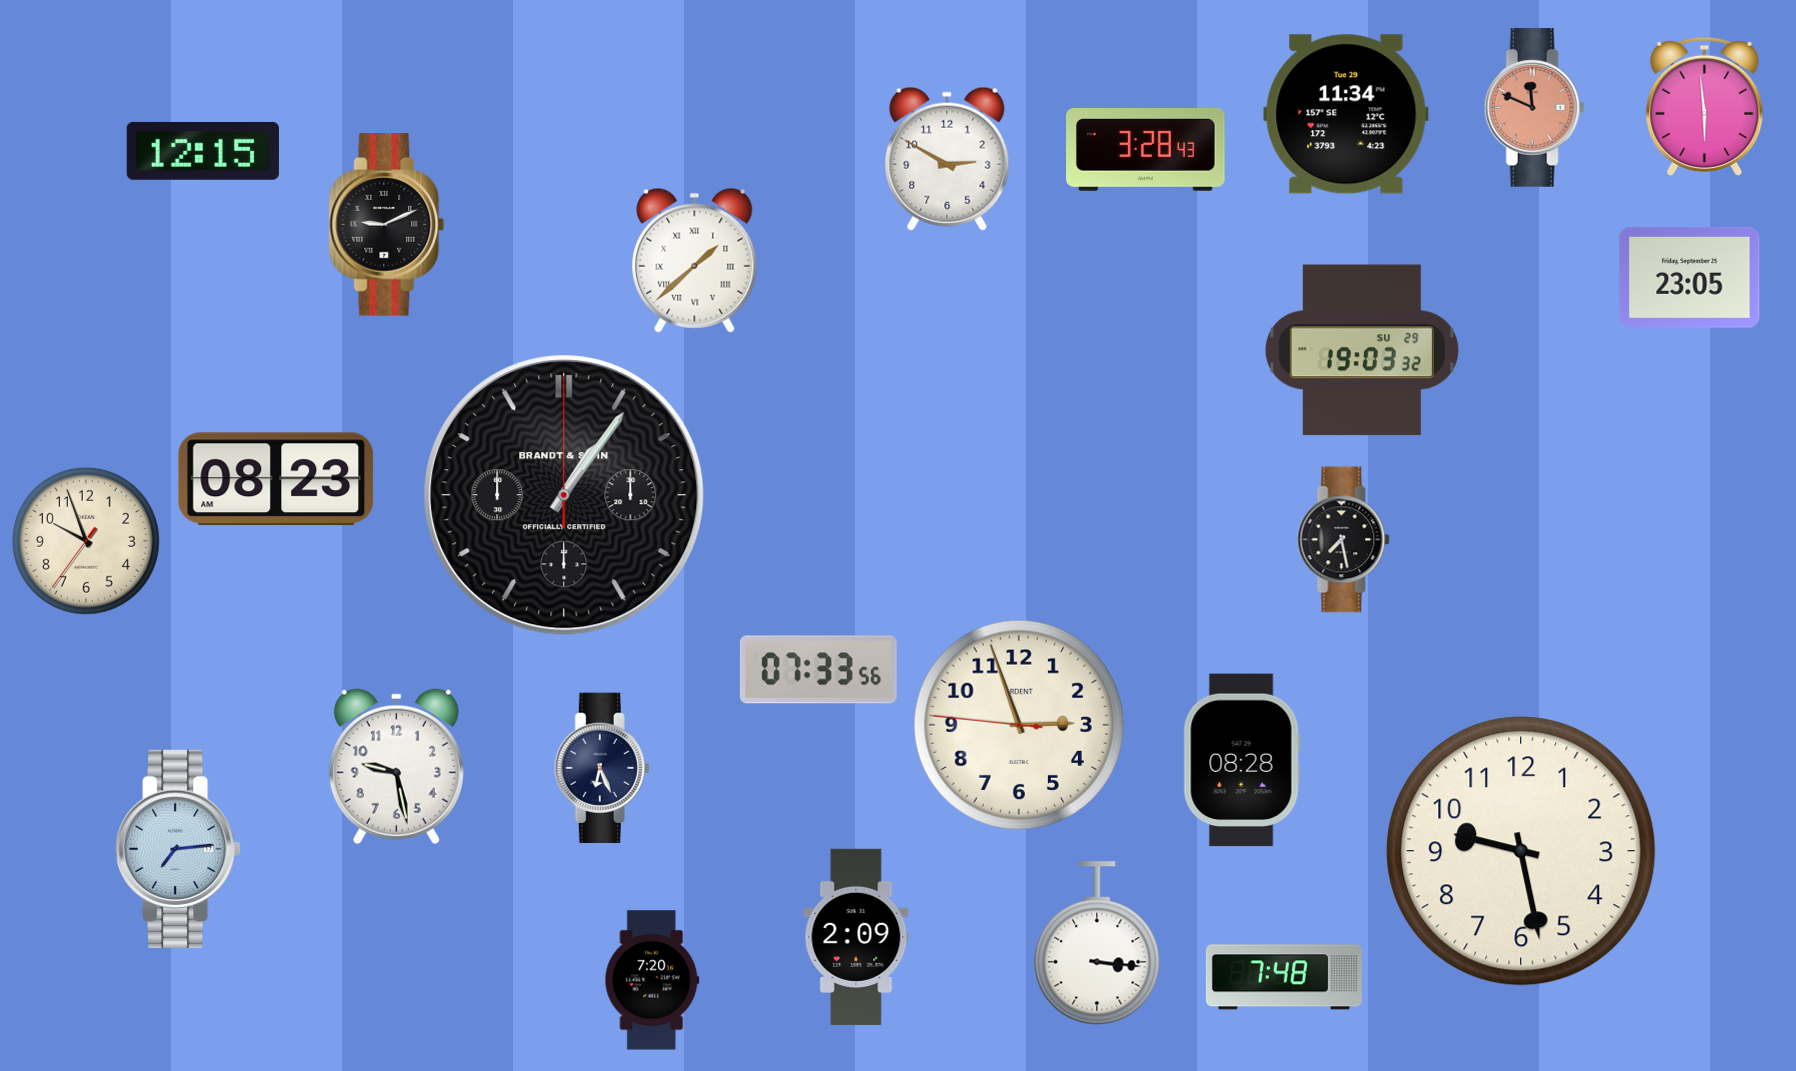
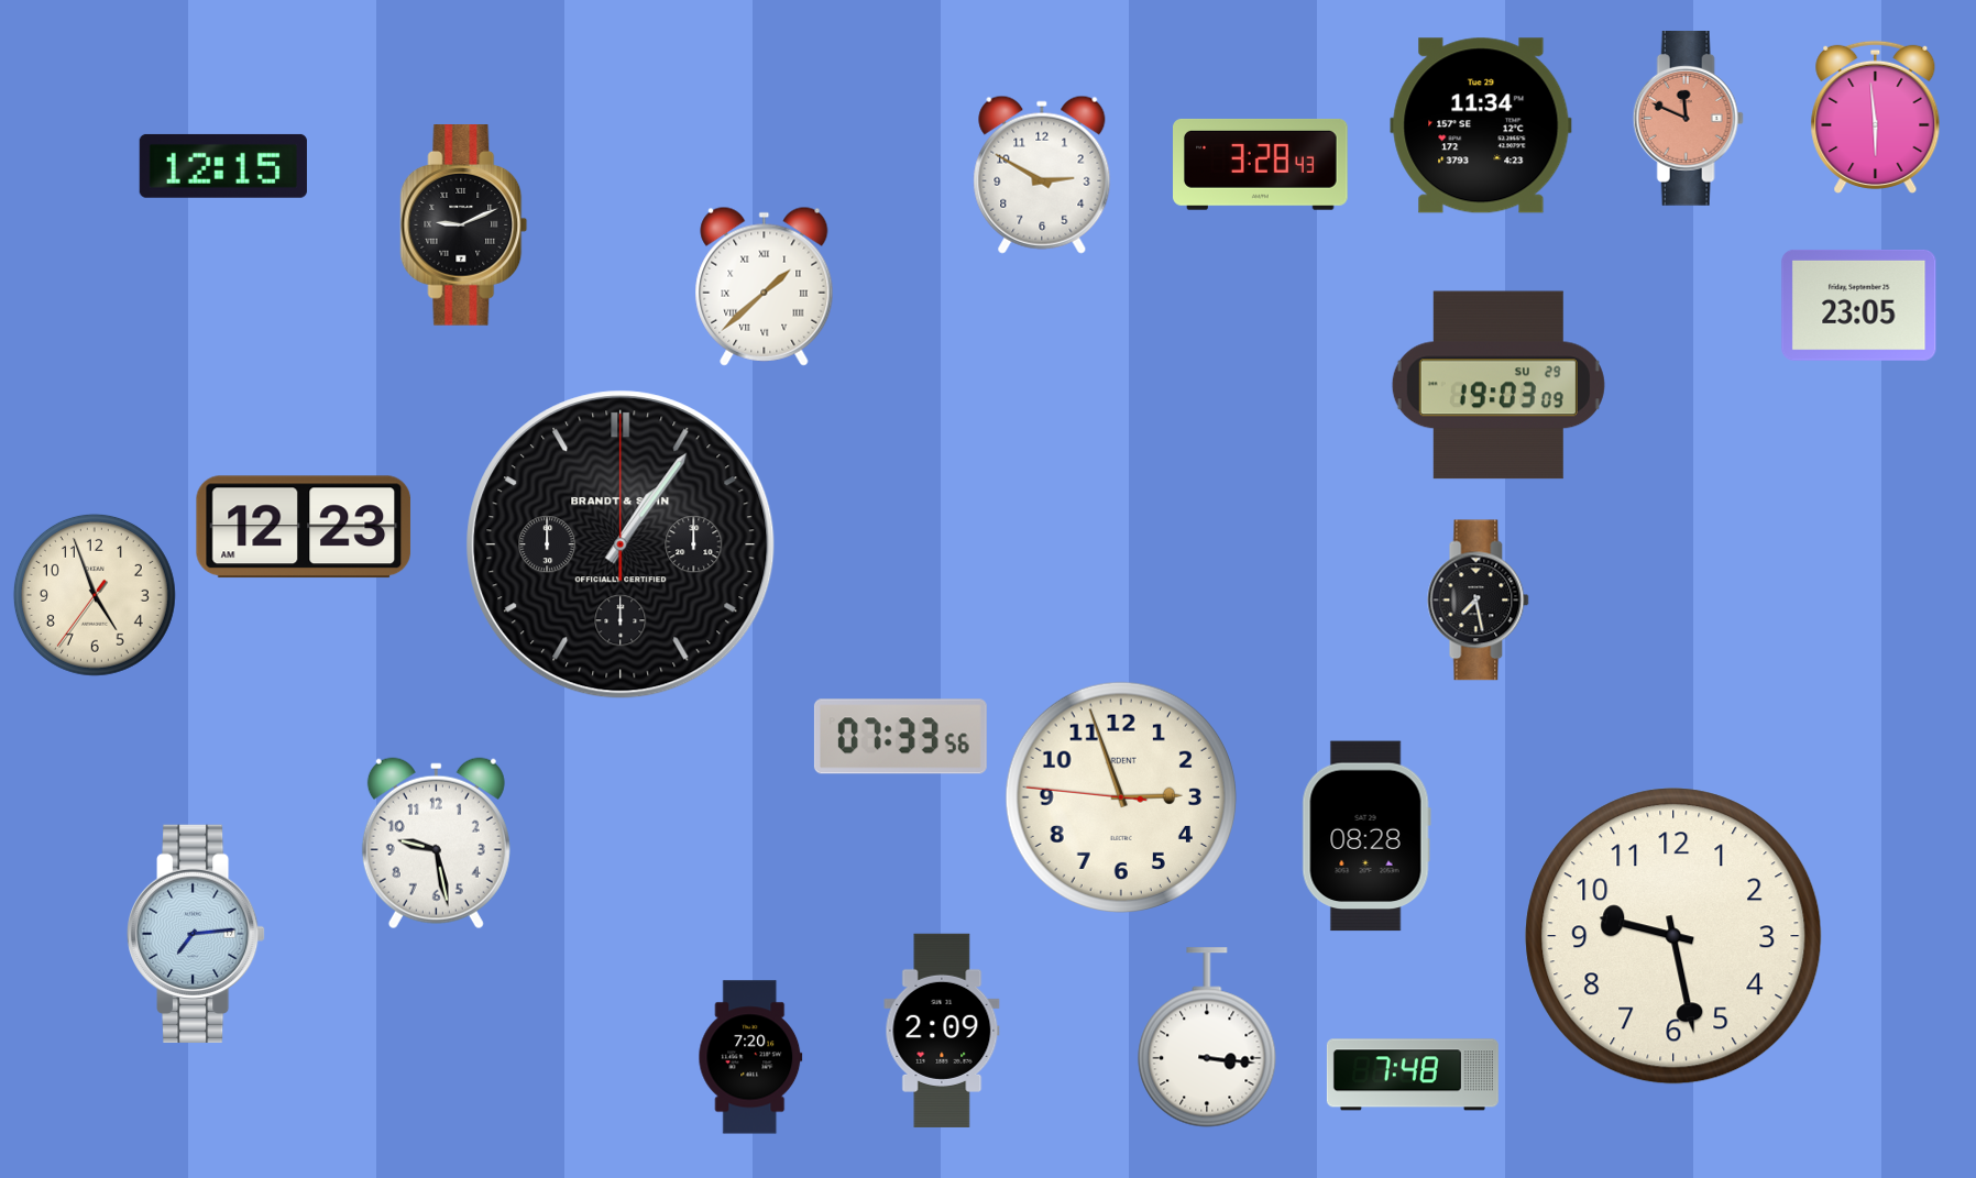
clock at (387, 225) position: (387, 225) -> (464, 225)
clock at (1362, 350): 19:03:32 -> 19:03:09
clock at (276, 479): 08:23 -> 12:23
clock at (1344, 540) position: (1344, 540) -> (1479, 601)
clock at (86, 541): 9:56 -> 4:56
clock at (602, 768): 6:26 -> none
clock at (652, 980) position: (652, 980) -> (750, 1057)
